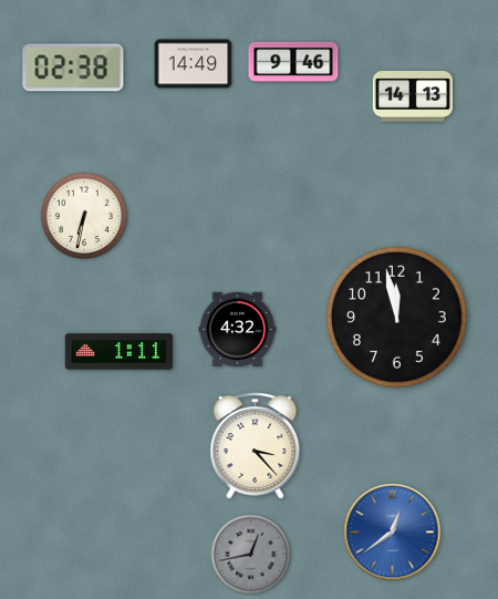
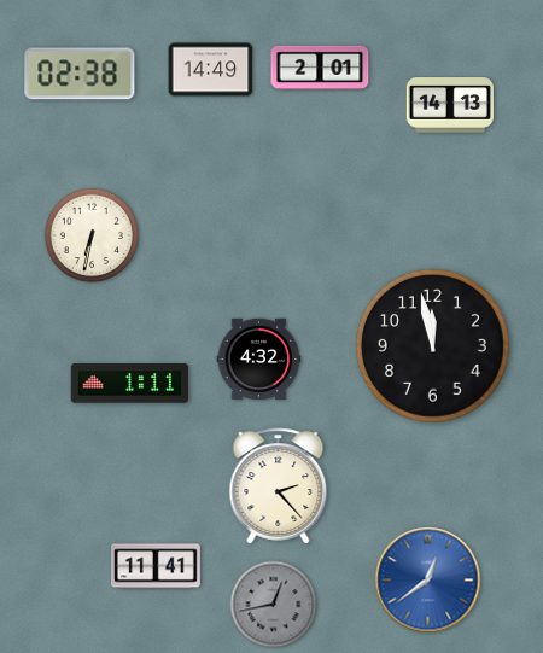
clock at (293, 62): 9:46 -> 2:01
clock at (256, 446): 3:23 -> 2:23
clock at (157, 566): none -> 11:41
